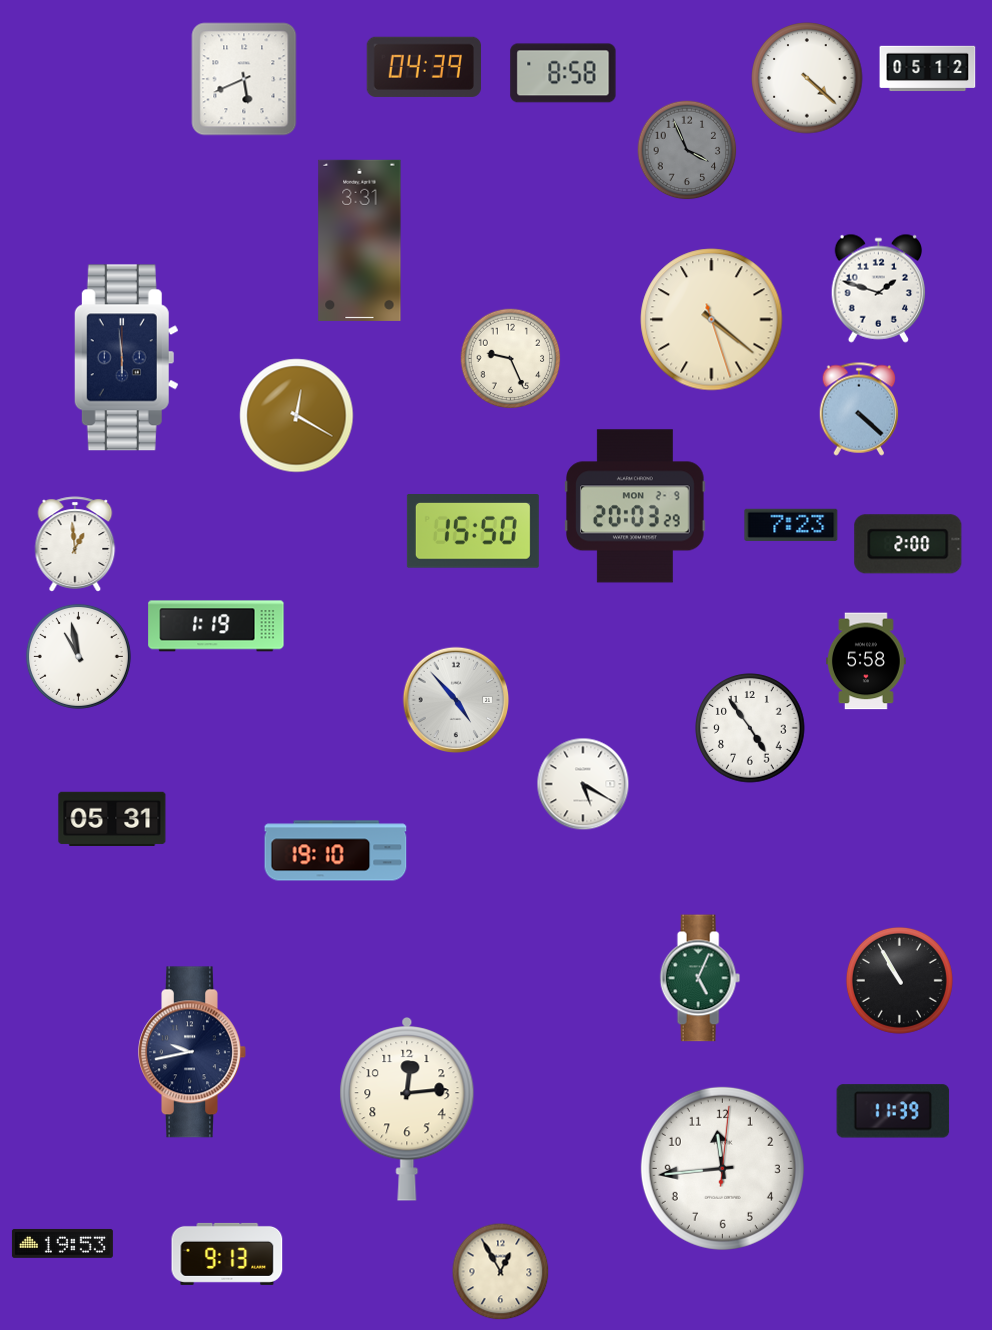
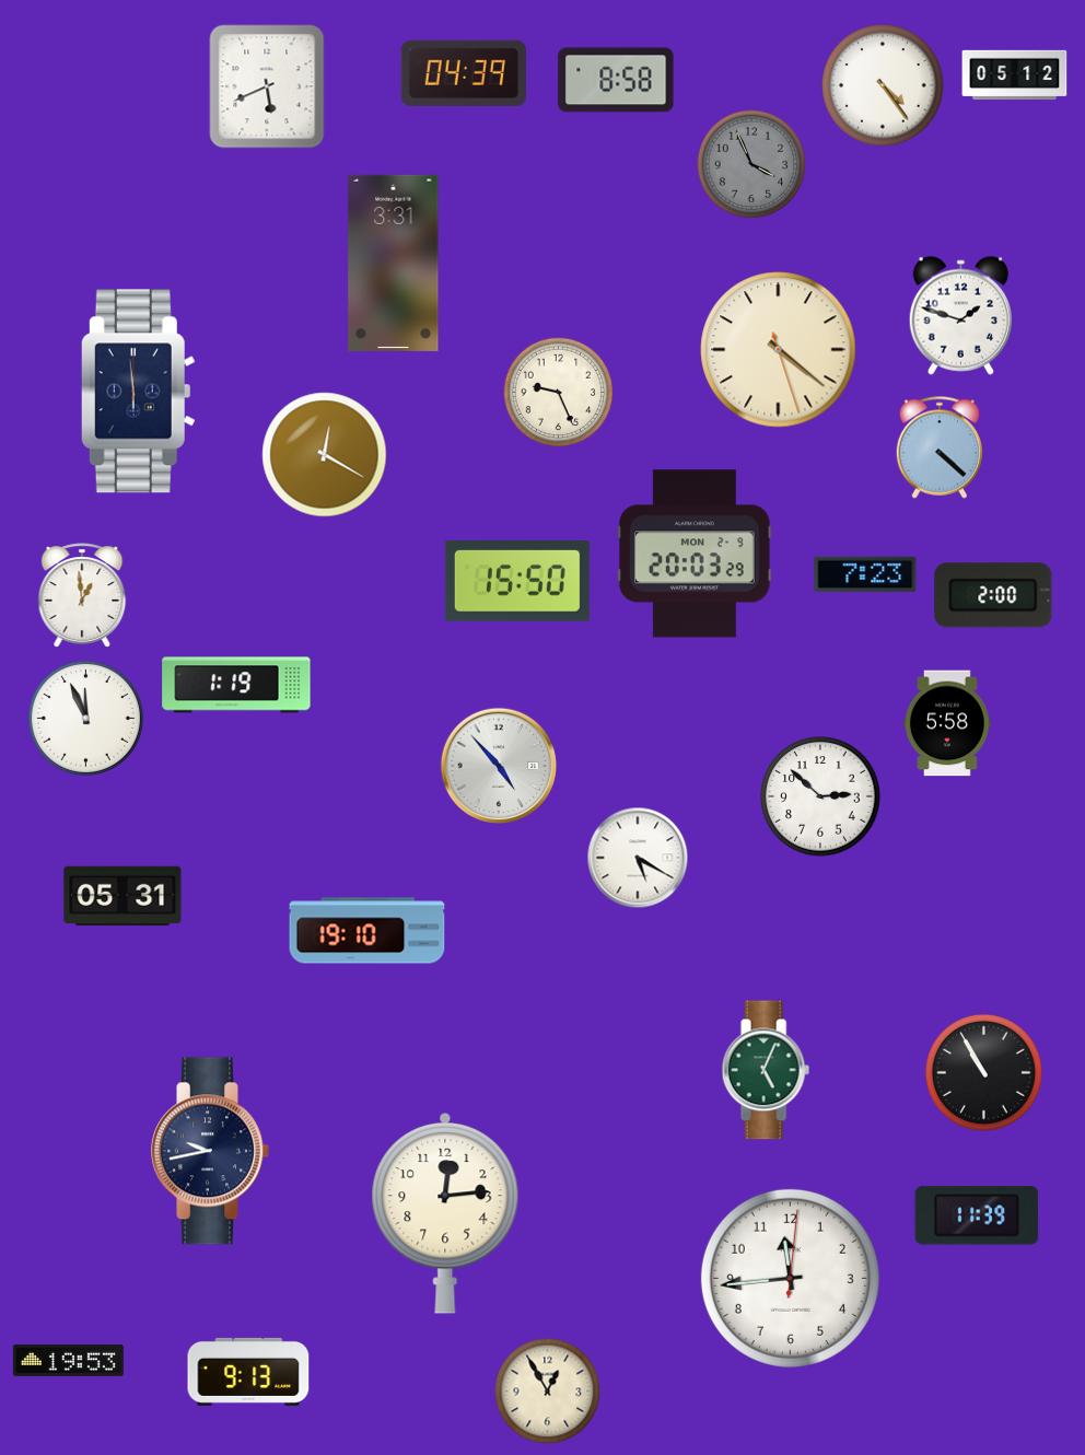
clock at (807, 78): 4:22 -> 4:24
clock at (78, 656): 10:58 -> 11:56
clock at (750, 728): 4:54 -> 2:52
